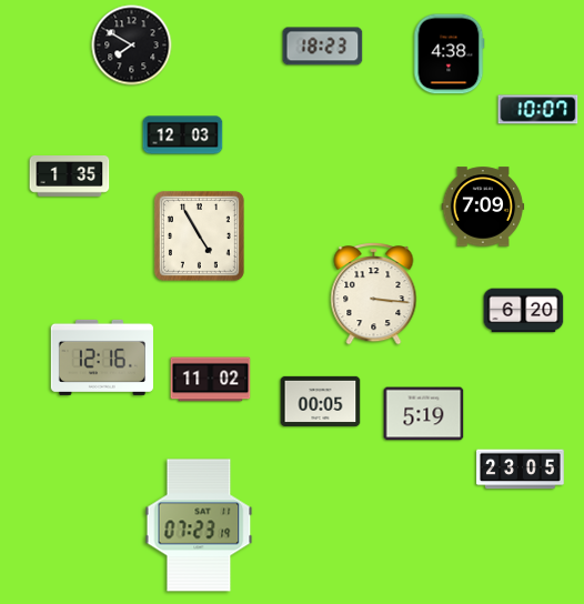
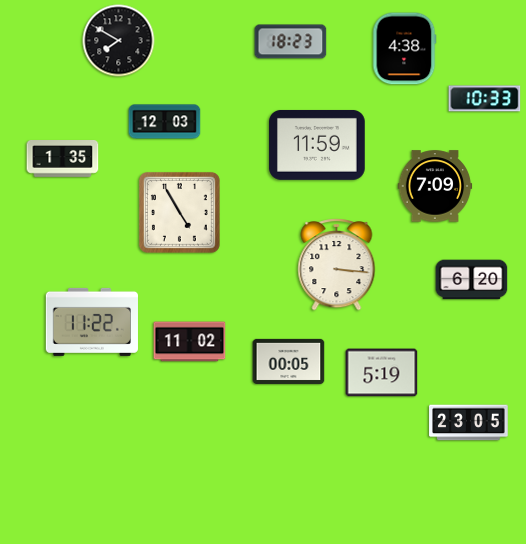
clock at (538, 110): 10:07 -> 10:33
clock at (317, 145): none -> 11:59
clock at (102, 358): 12:16 -> 11:22
clock at (199, 525): 07:23 -> none
